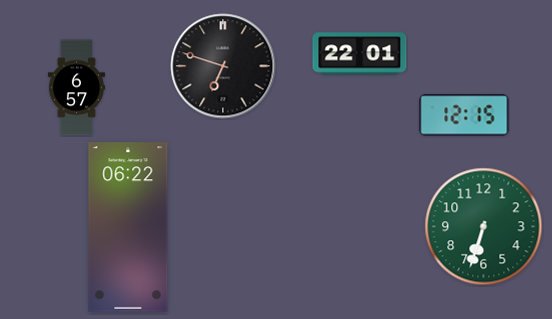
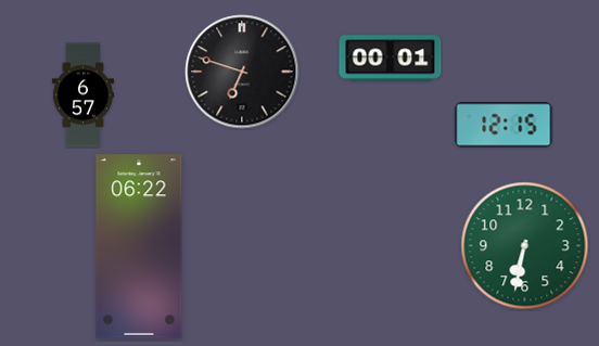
clock at (360, 54): 22:01 -> 00:01
clock at (484, 227): 6:33 -> 6:32
